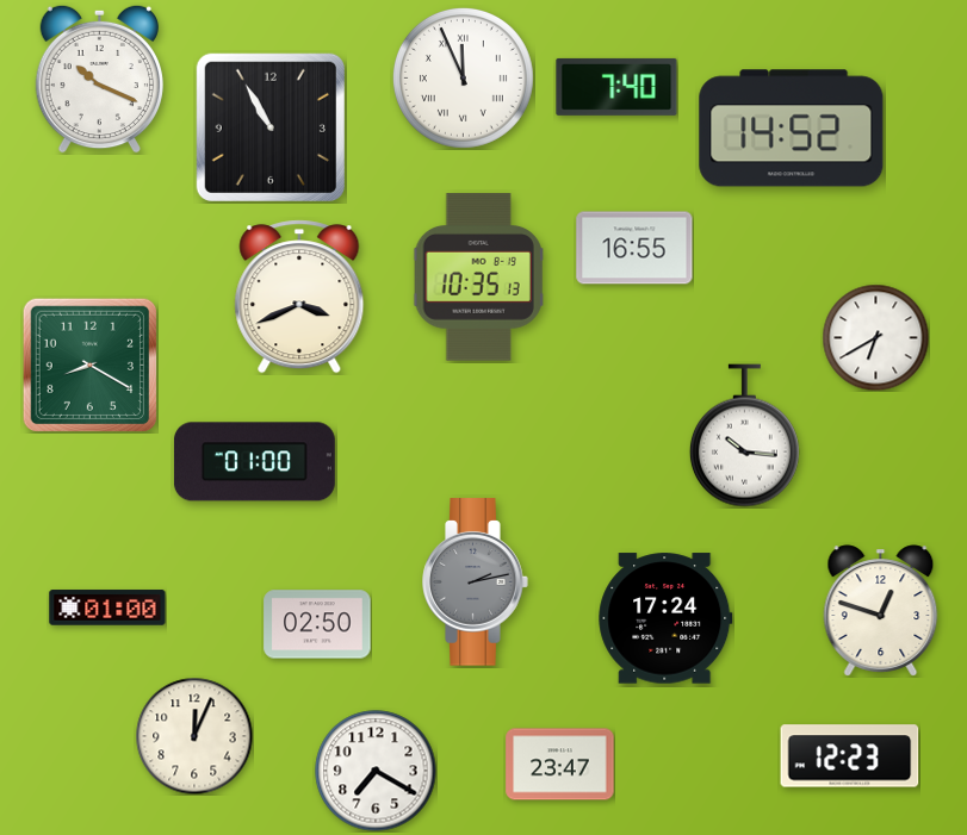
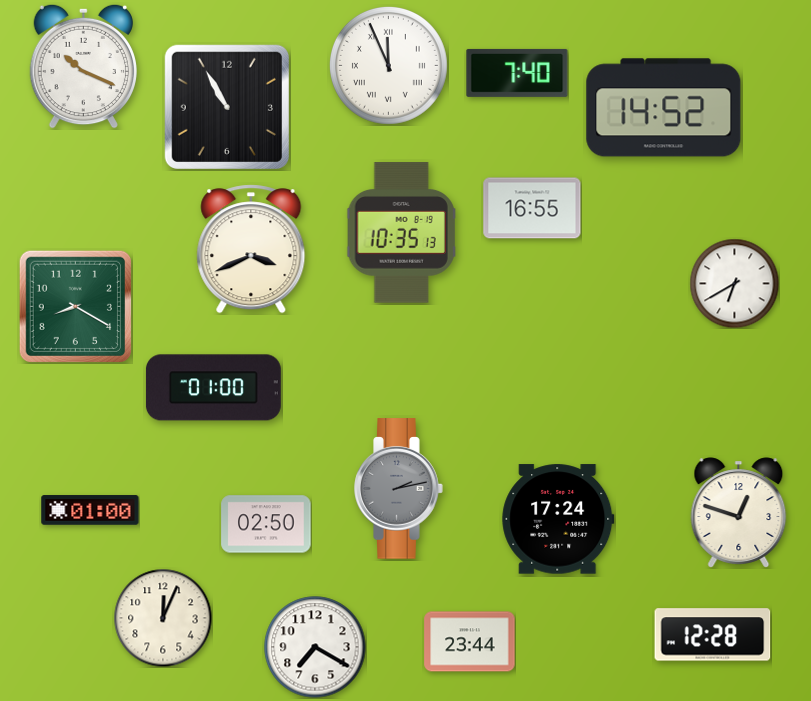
clock at (744, 436): 10:16 -> none
clock at (850, 756): 12:23 -> 12:28
clock at (560, 765): 23:47 -> 23:44
